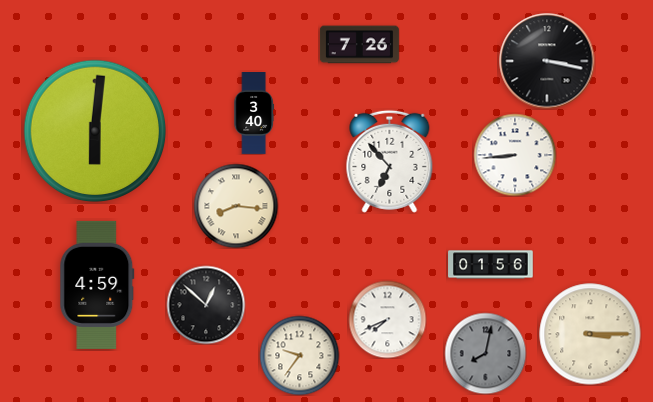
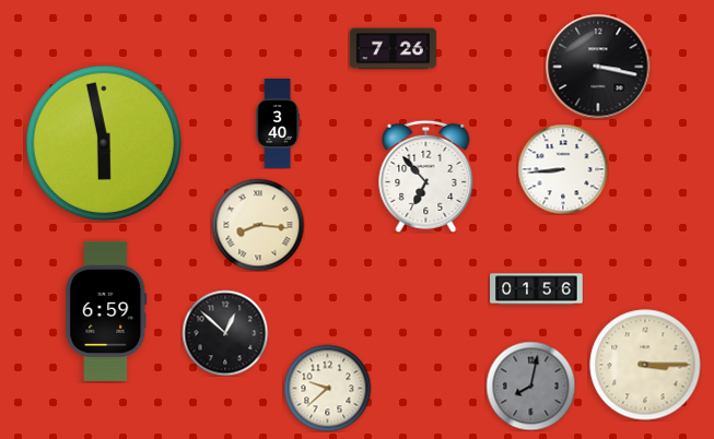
clock at (95, 131): 6:01 -> 5:58
clock at (97, 285): 4:59 -> 6:59
clock at (387, 319): 7:41 -> none
clock at (299, 355): 9:36 -> 9:38
